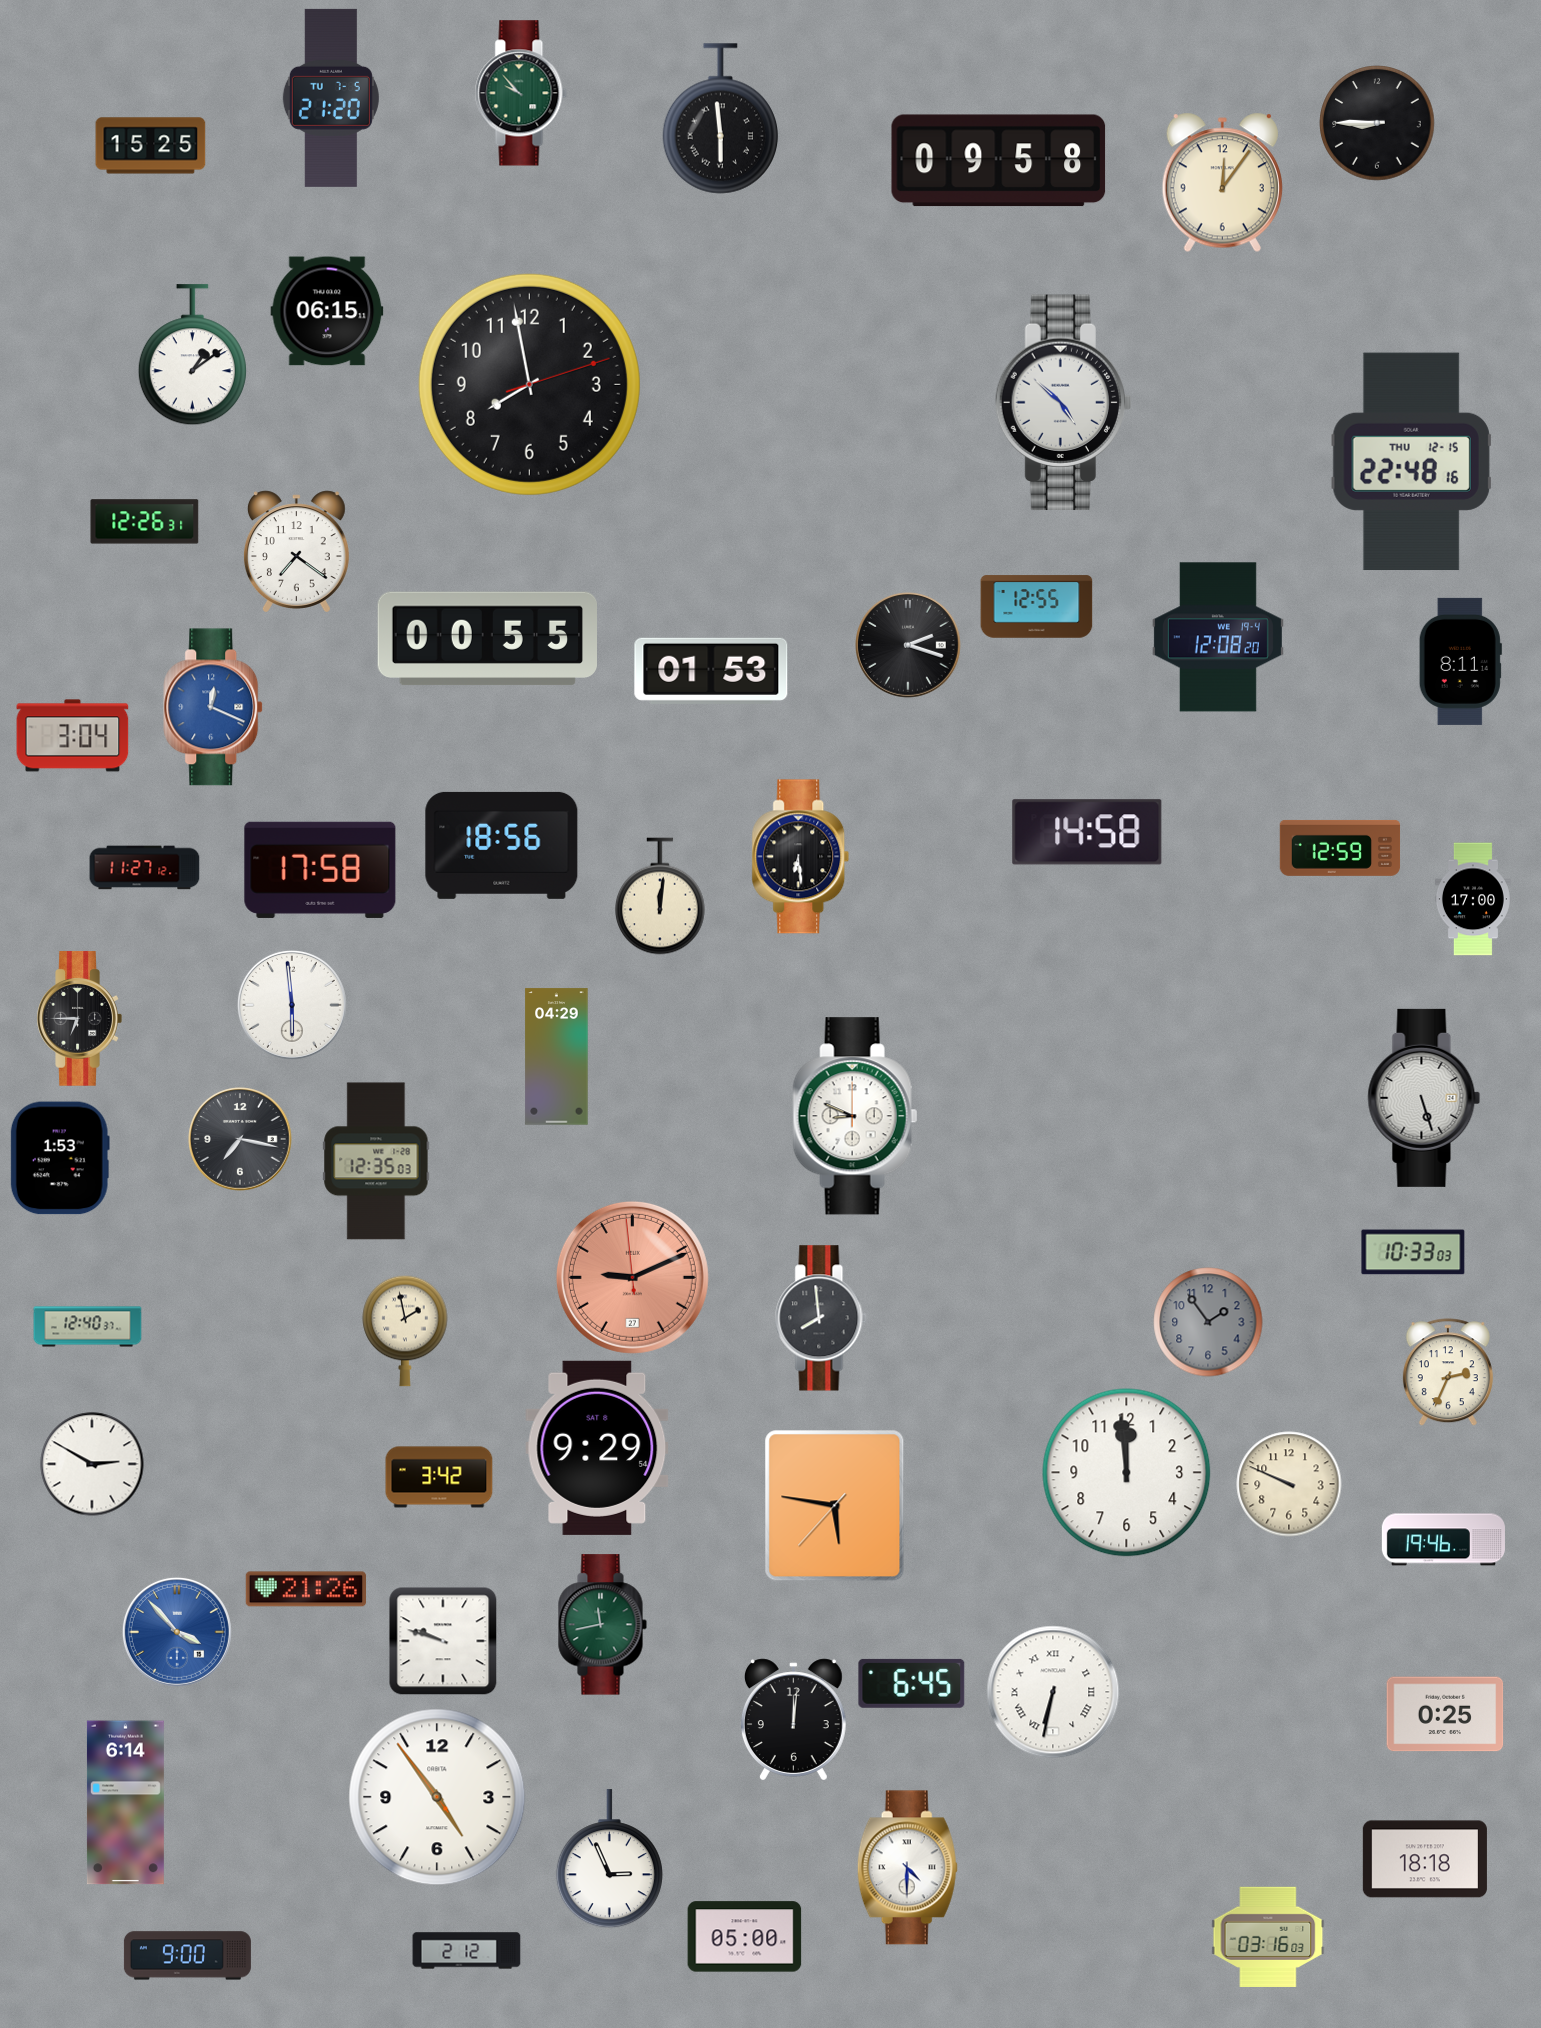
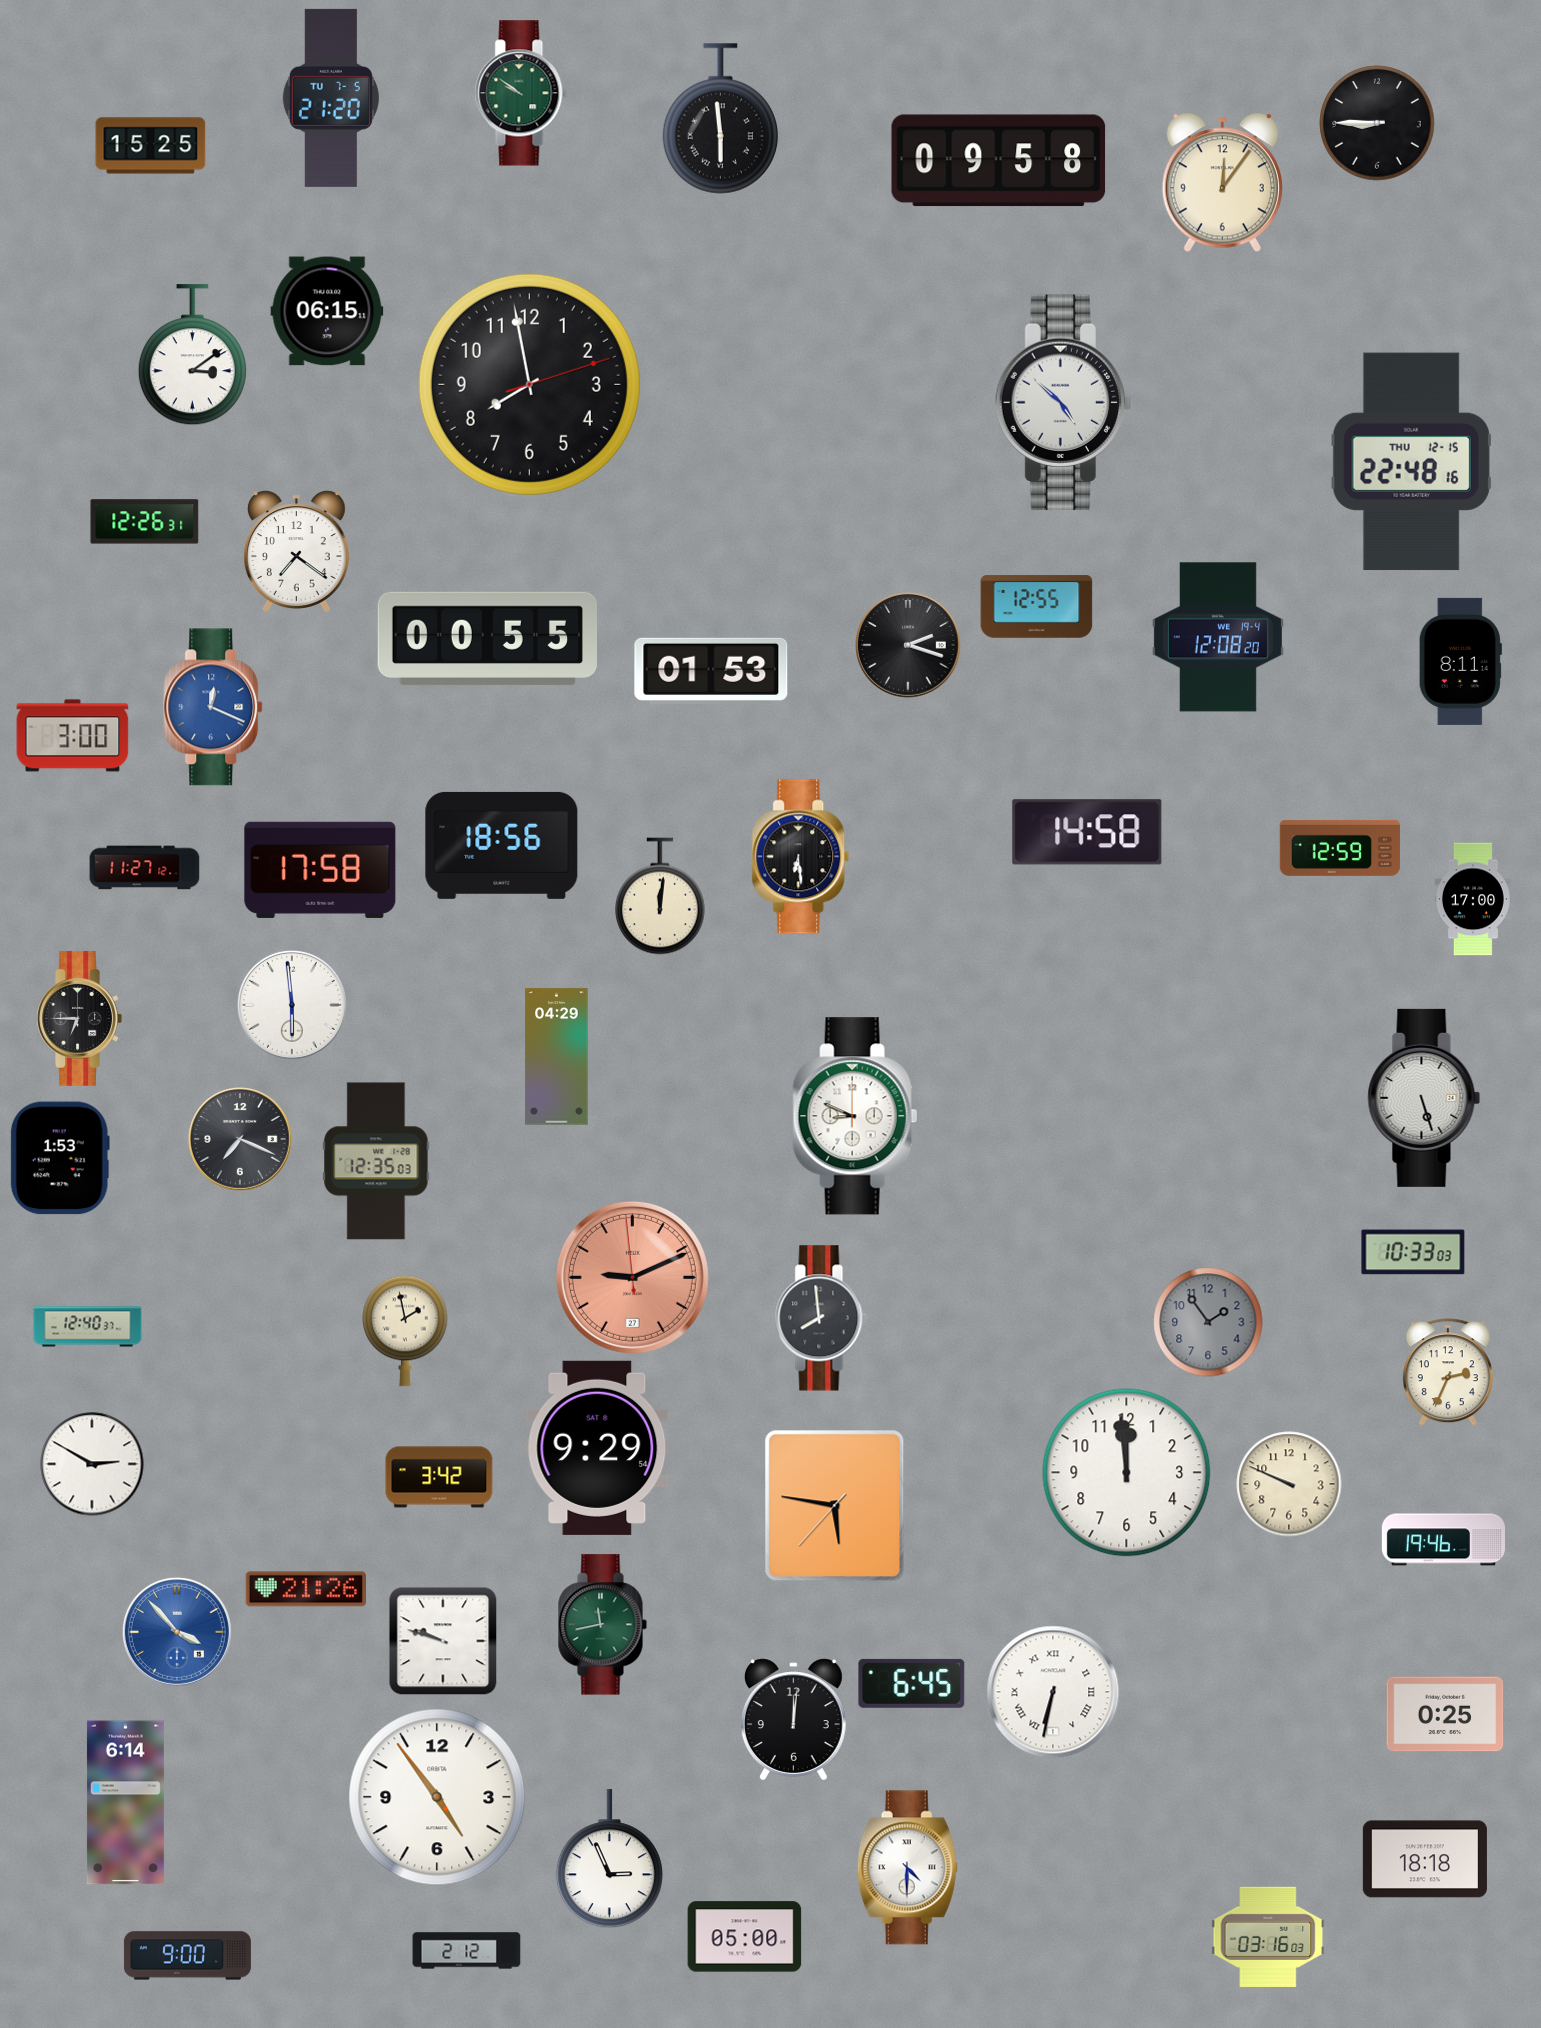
clock at (521, 93): 9:53 -> 9:51
clock at (192, 355): 1:09 -> 3:09
clock at (73, 736): 3:04 -> 3:00
clock at (240, 1139): 7:17 -> 7:19
